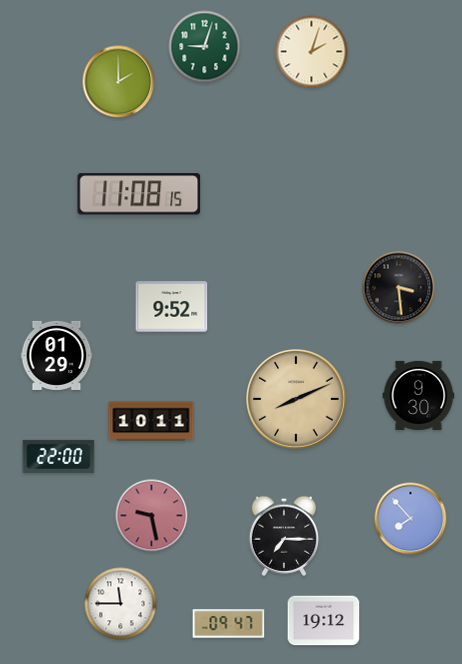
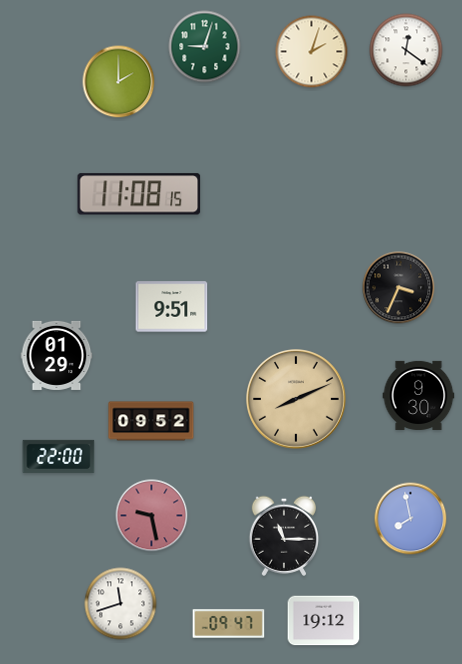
clock at (406, 50): none -> 12:21
clock at (399, 288): 3:29 -> 3:34
clock at (172, 307): 9:52 -> 9:51
clock at (151, 421): 10:11 -> 09:52
clock at (411, 519): 7:53 -> 7:58
clock at (283, 536): 7:15 -> 11:15
clock at (121, 604): 11:45 -> 11:42
